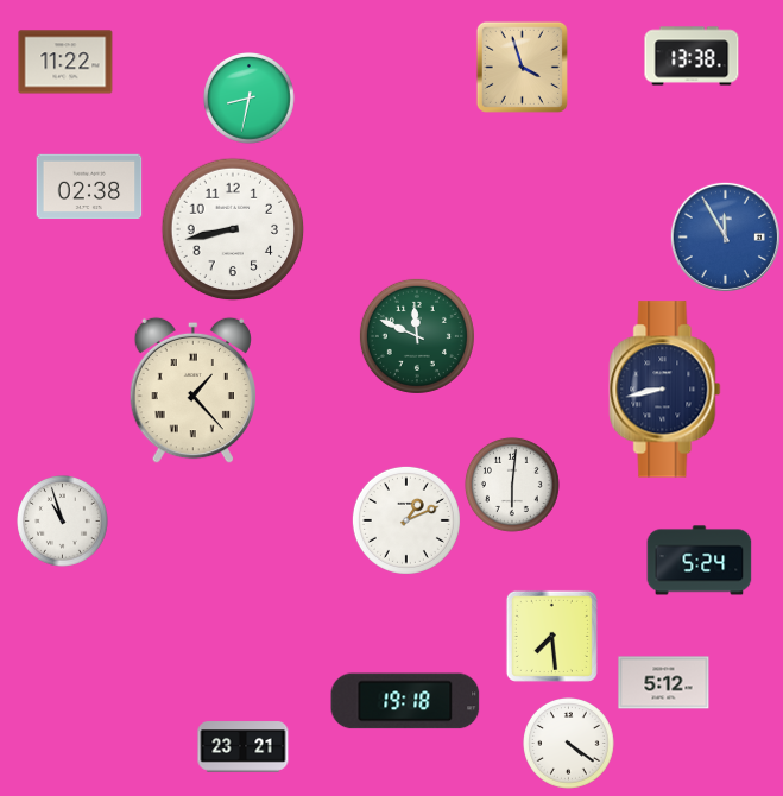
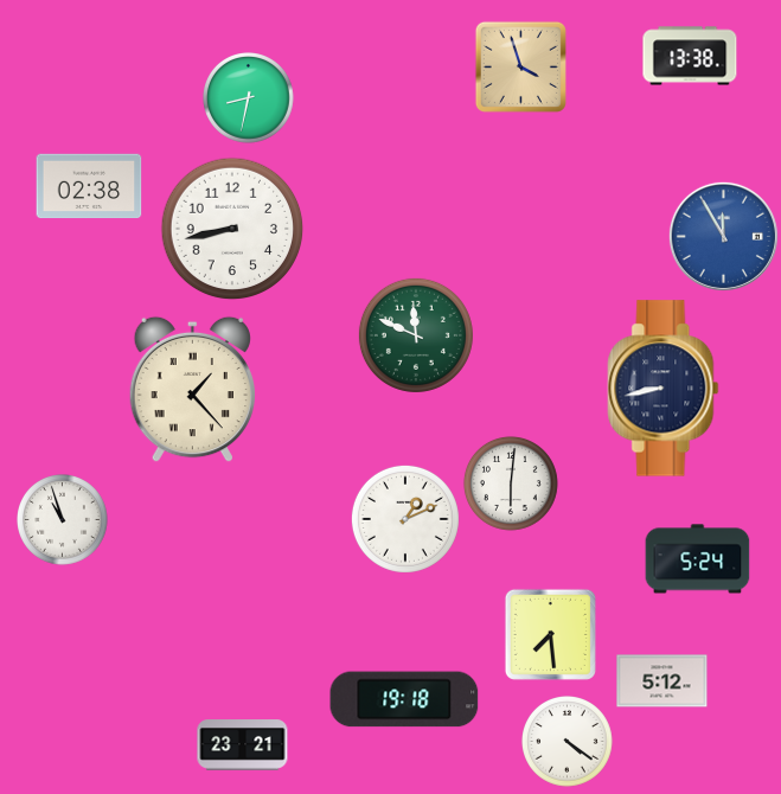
clock at (65, 62): 11:22 -> none
